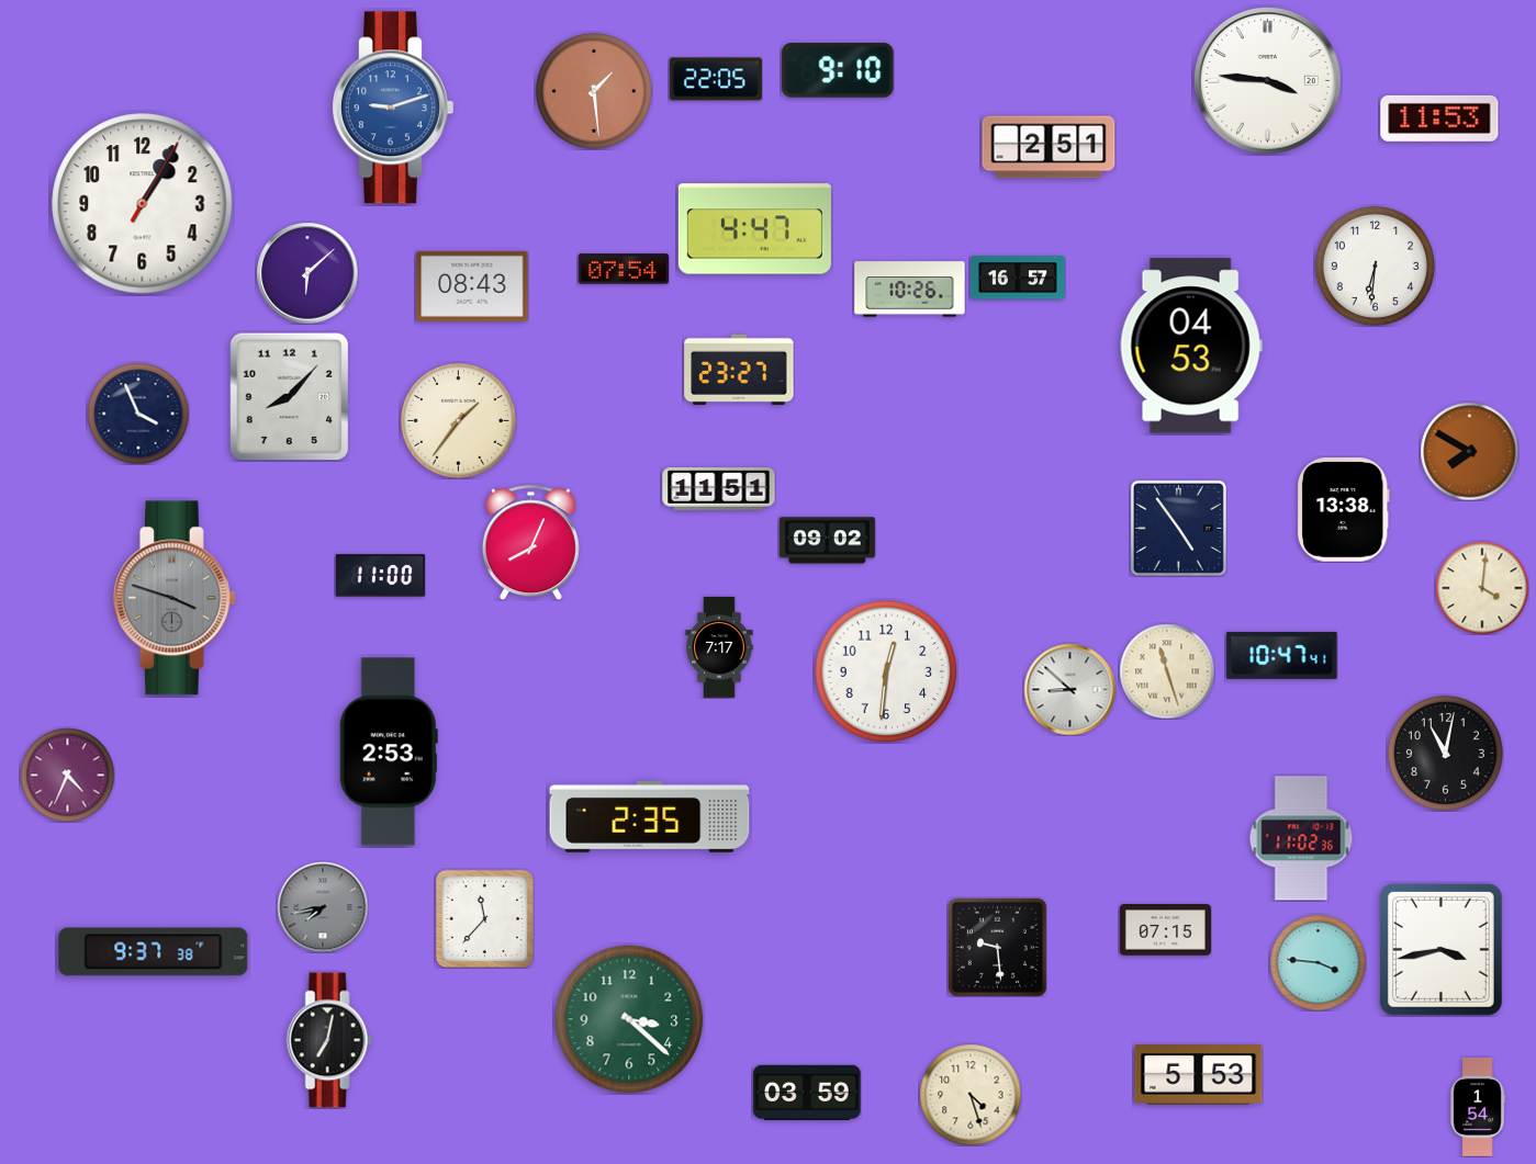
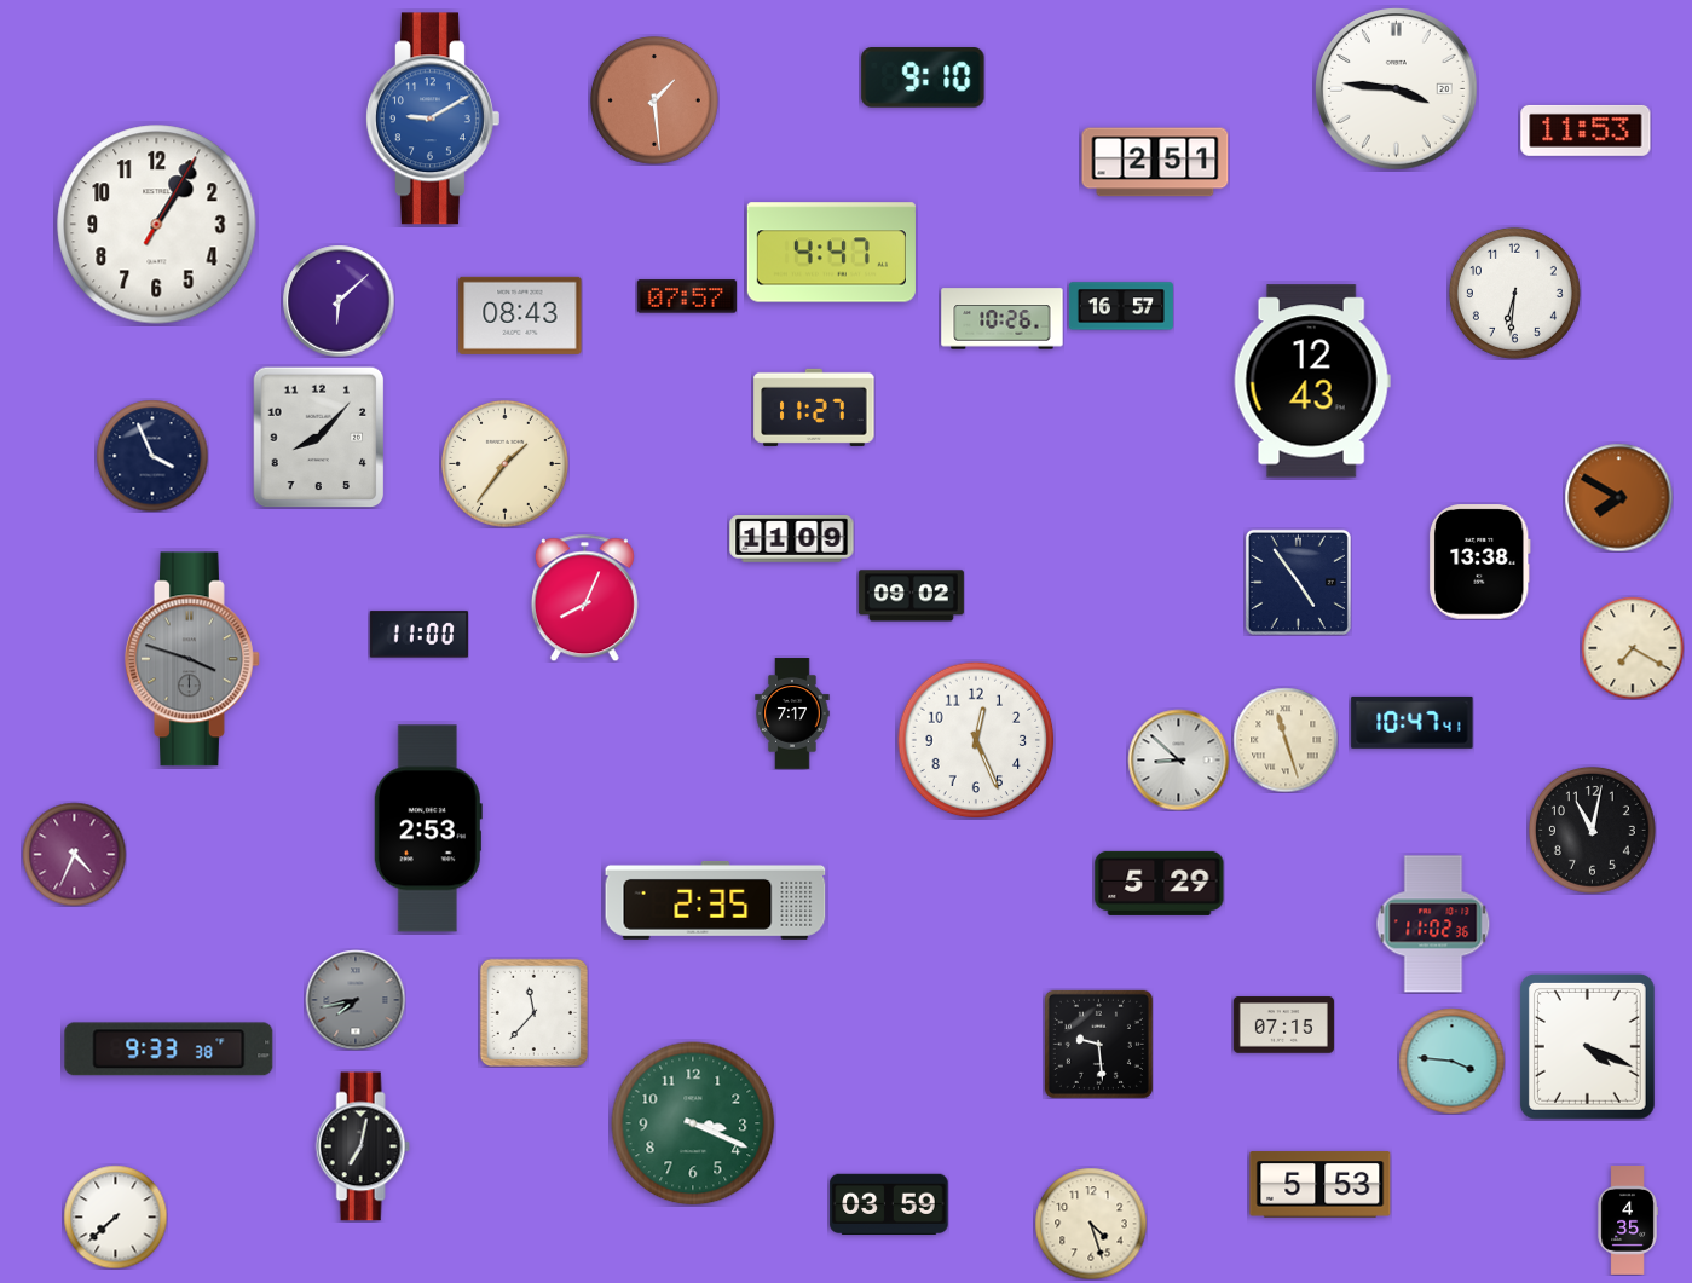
clock at (716, 79): 22:05 -> none
clock at (392, 108): 9:12 -> 9:10
clock at (624, 269): 07:54 -> 07:57
clock at (1191, 346): 04:53 -> 12:43
clock at (739, 370): 23:27 -> 11:27
clock at (719, 489): 11:51 -> 11:09
clock at (1482, 588): 4:01 -> 7:20
clock at (886, 671): 12:31 -> 12:26
clock at (1160, 883): none -> 5:29
clock at (1440, 949): 3:43 -> 4:19
clock at (154, 952): 9:37 -> 9:33
clock at (629, 1019): 3:22 -> 3:19
clock at (971, 1095) position: (971, 1095) -> (1091, 1224)
clock at (115, 1216): none -> 7:38
clock at (1478, 1108): 1:54 -> 4:35
